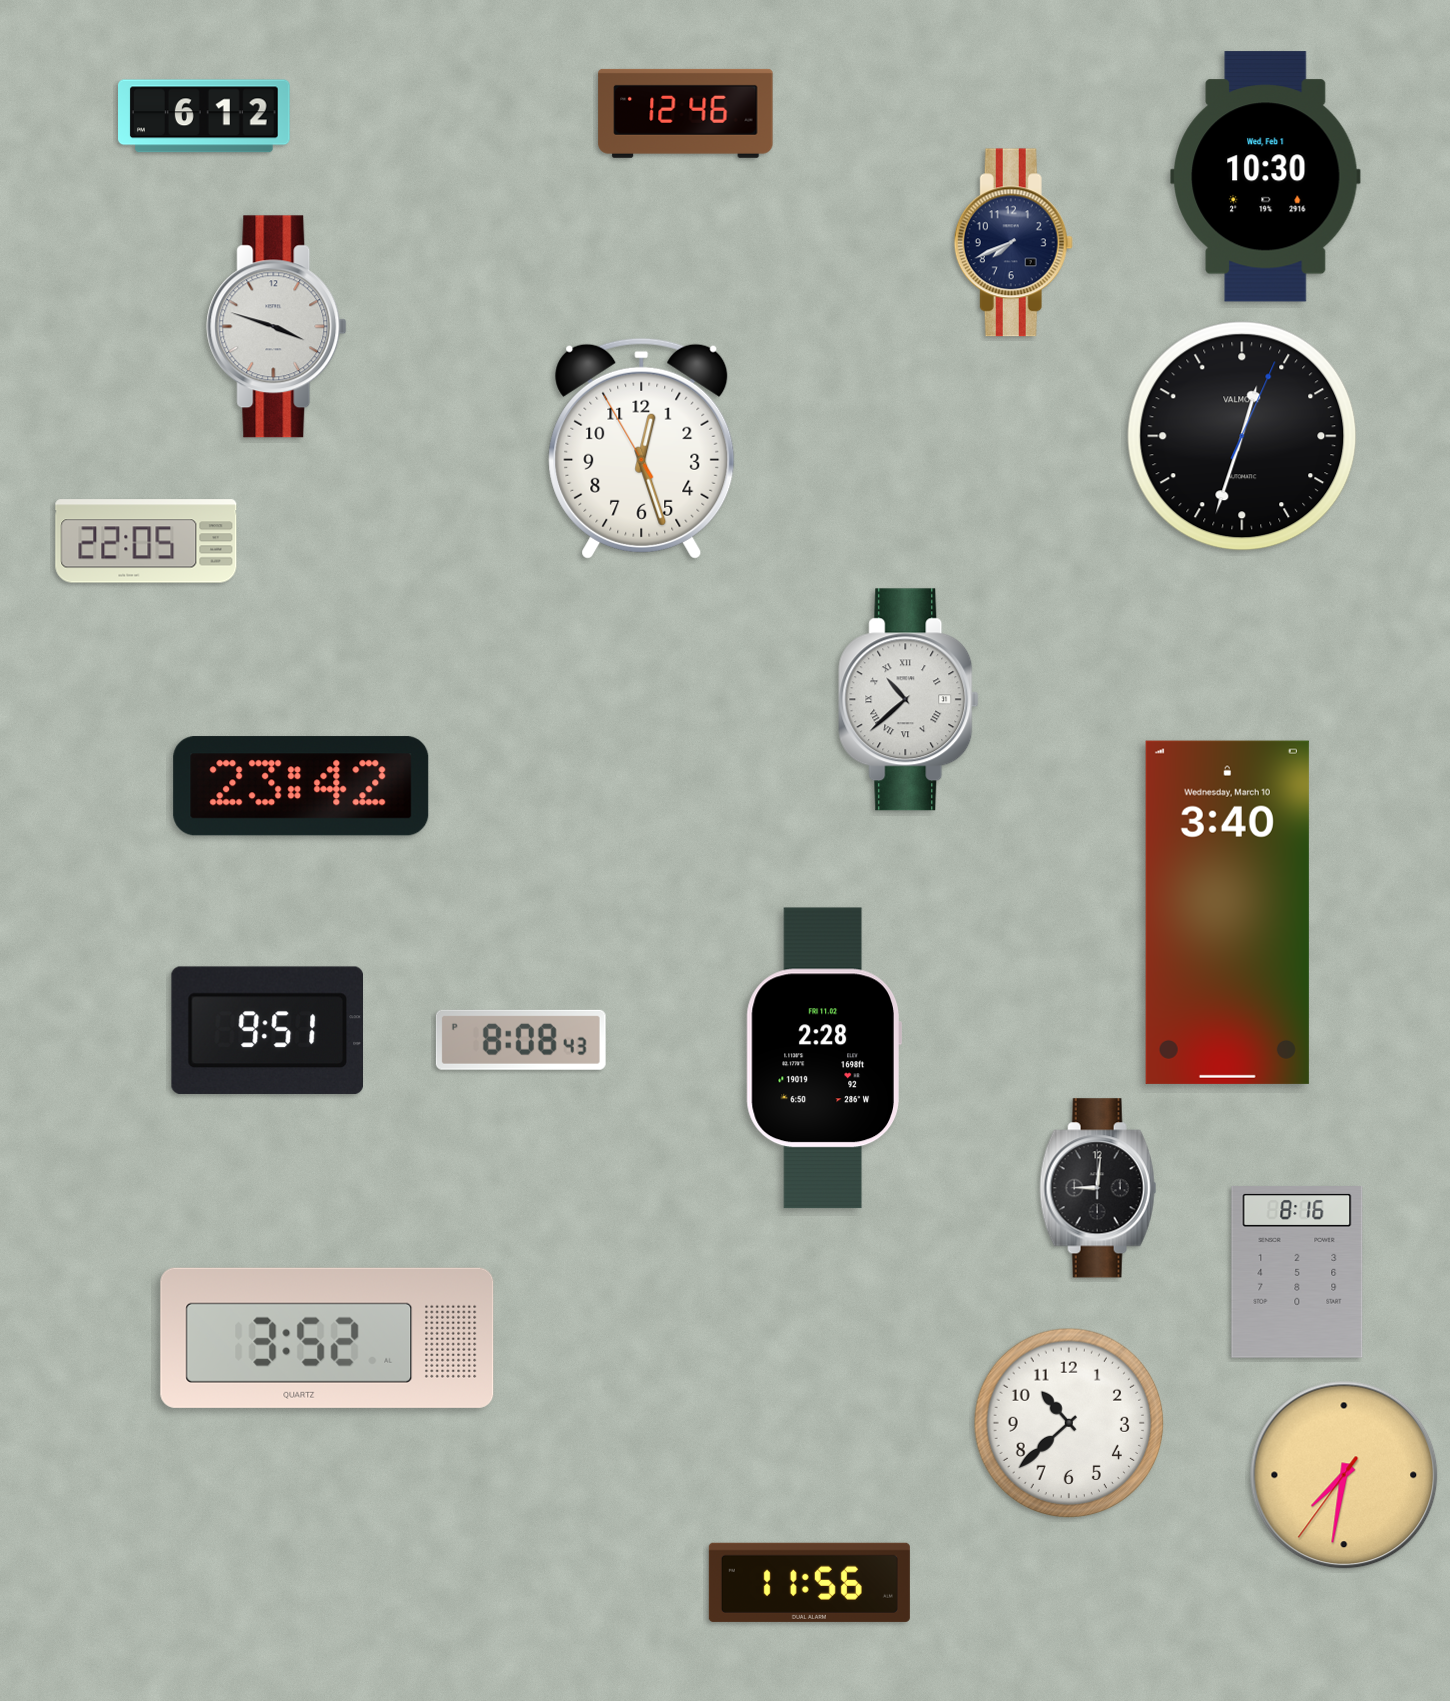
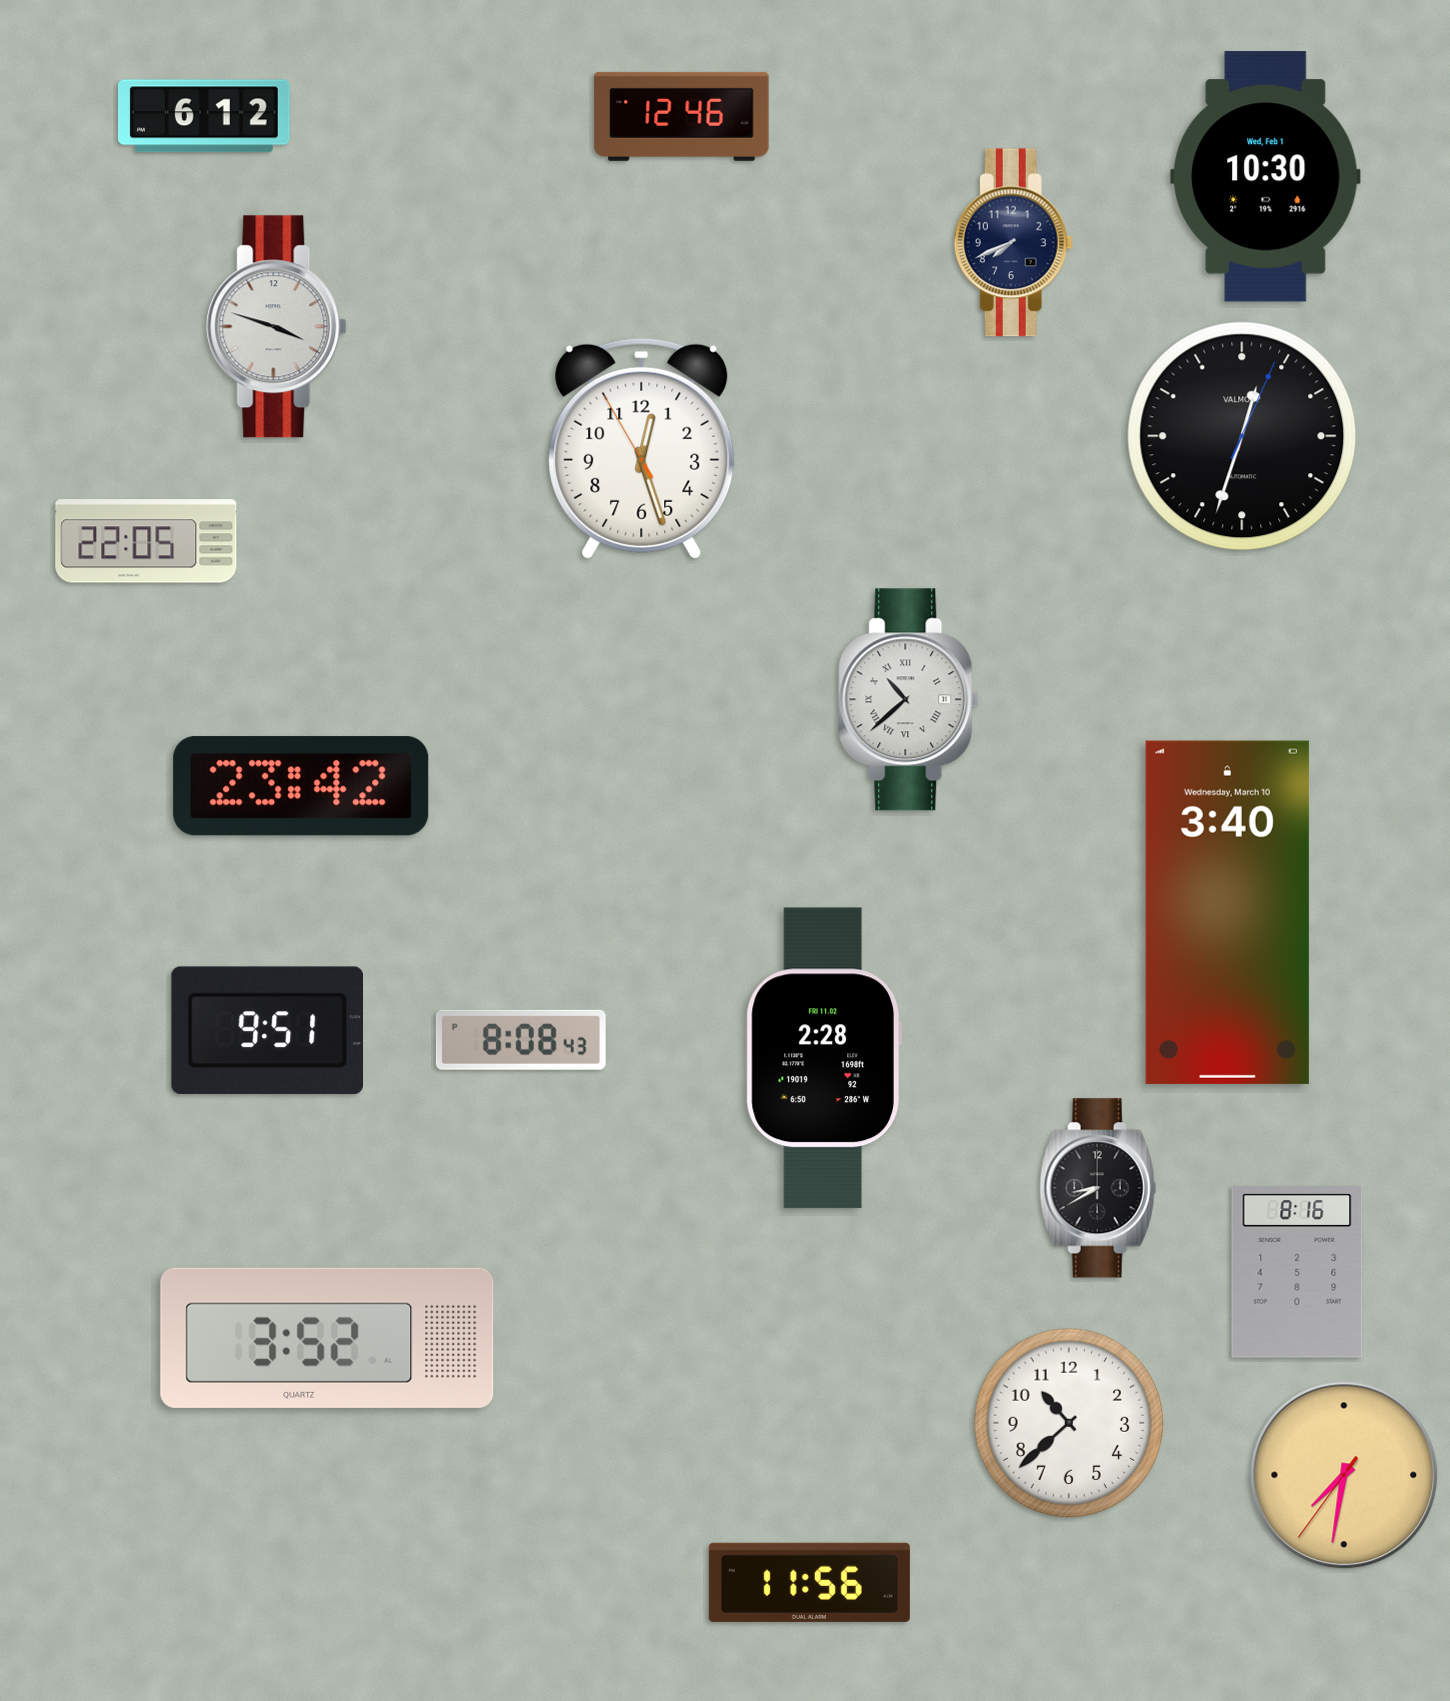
clock at (686, 113) position: (686, 113) -> (682, 116)
clock at (1098, 1188): 9:01 -> 8:40
